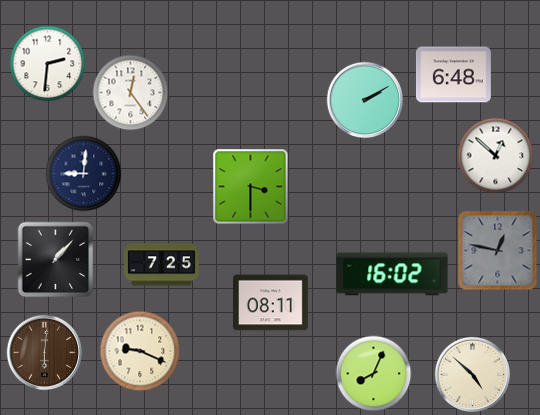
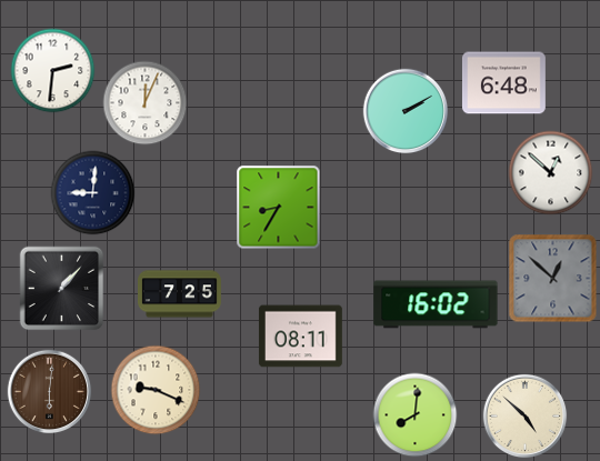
clock at (131, 93): 12:24 -> 12:04
clock at (251, 187): 3:30 -> 8:35
clock at (498, 251): 12:47 -> 12:52
clock at (374, 374): 8:04 -> 8:01
